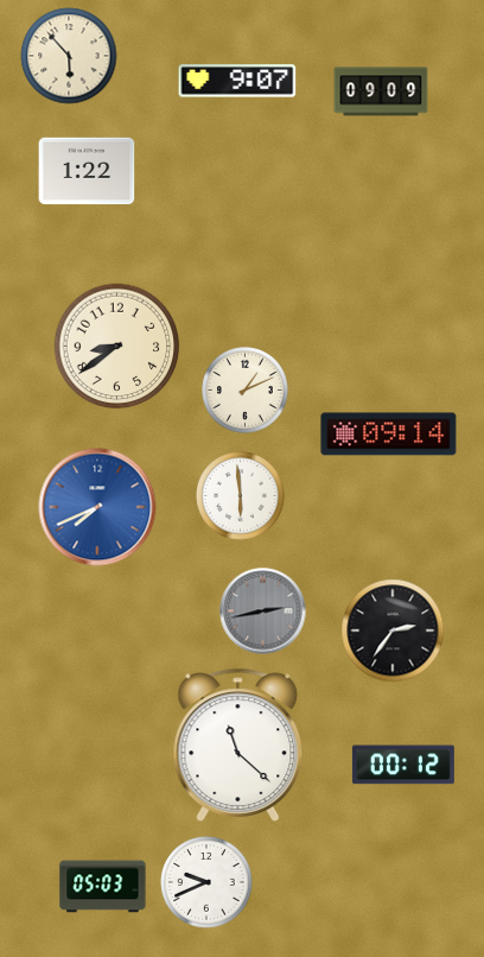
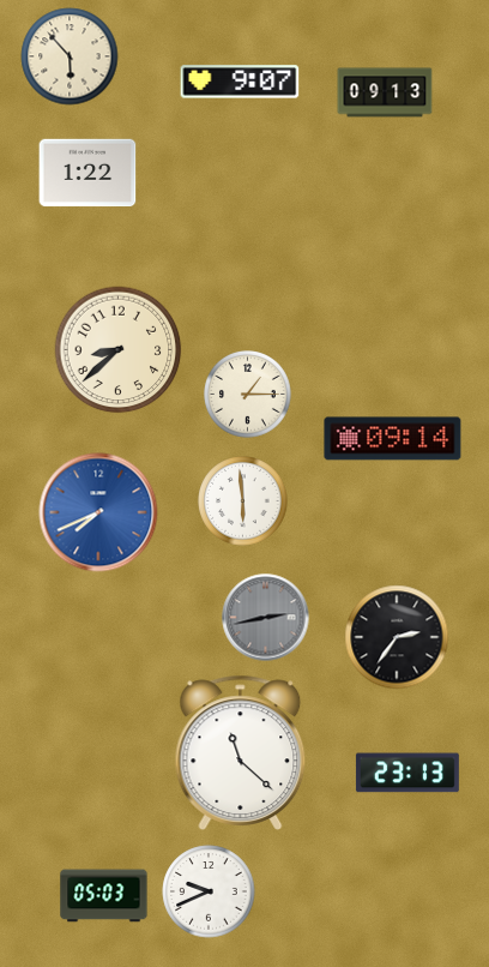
clock at (381, 91): 09:09 -> 09:13
clock at (117, 347): 8:39 -> 8:38
clock at (246, 391): 1:11 -> 1:15
clock at (403, 765): 00:12 -> 23:13
